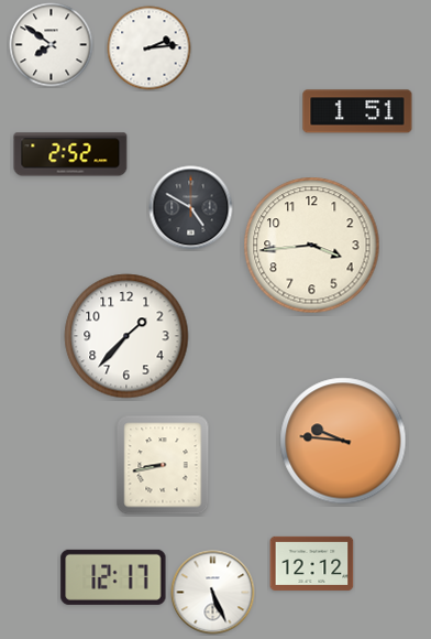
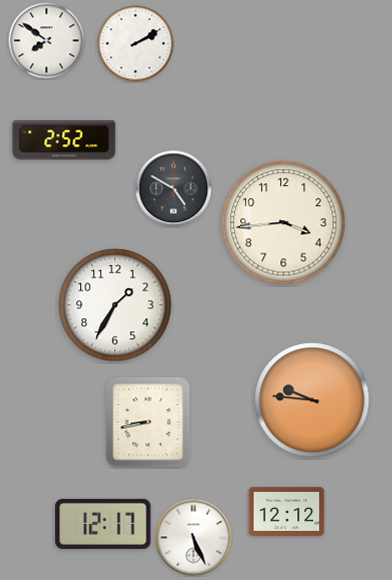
clock at (150, 48): 2:14 -> 2:10
clock at (357, 111): 1:51 -> none
clock at (126, 336): 1:37 -> 1:35
clock at (312, 563) position: (312, 563) -> (287, 511)
